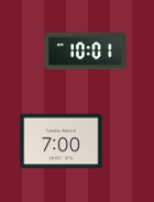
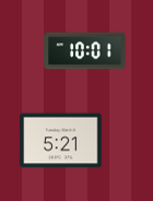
clock at (62, 142): 7:00 -> 5:21
